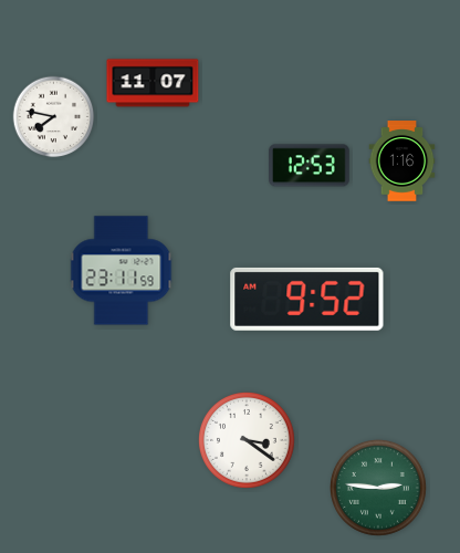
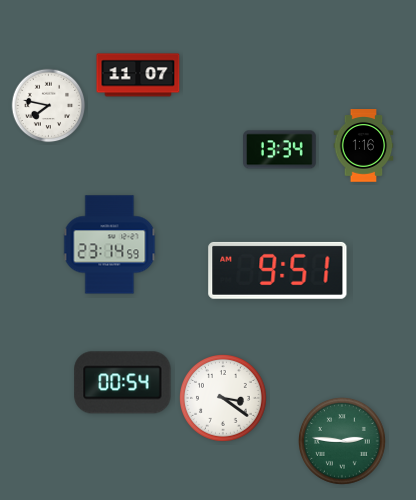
clock at (310, 166): 12:53 -> 13:34
clock at (122, 271): 23:11 -> 23:14
clock at (307, 299): 9:52 -> 9:51
clock at (123, 383): none -> 00:54
